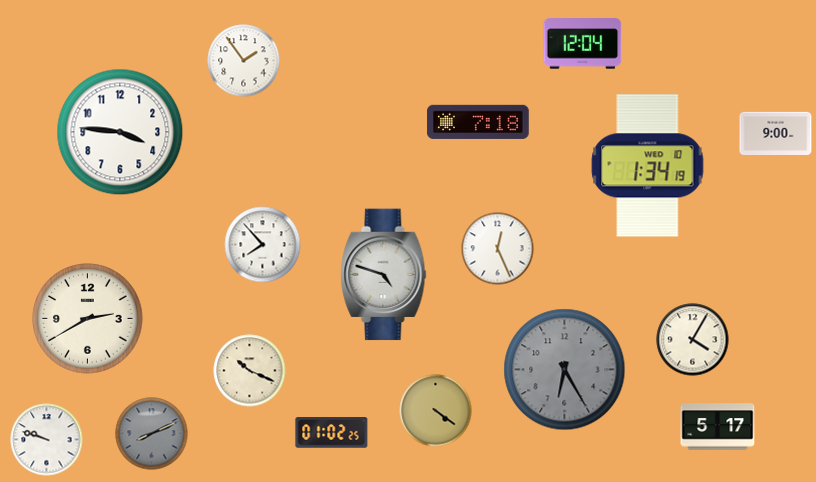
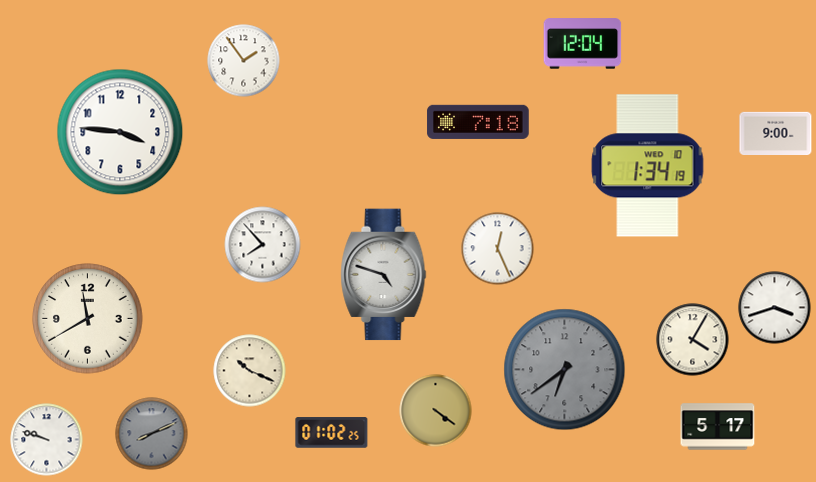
clock at (775, 308): none -> 3:42
clock at (88, 319): 2:40 -> 11:40
clock at (565, 370): 6:25 -> 6:39
